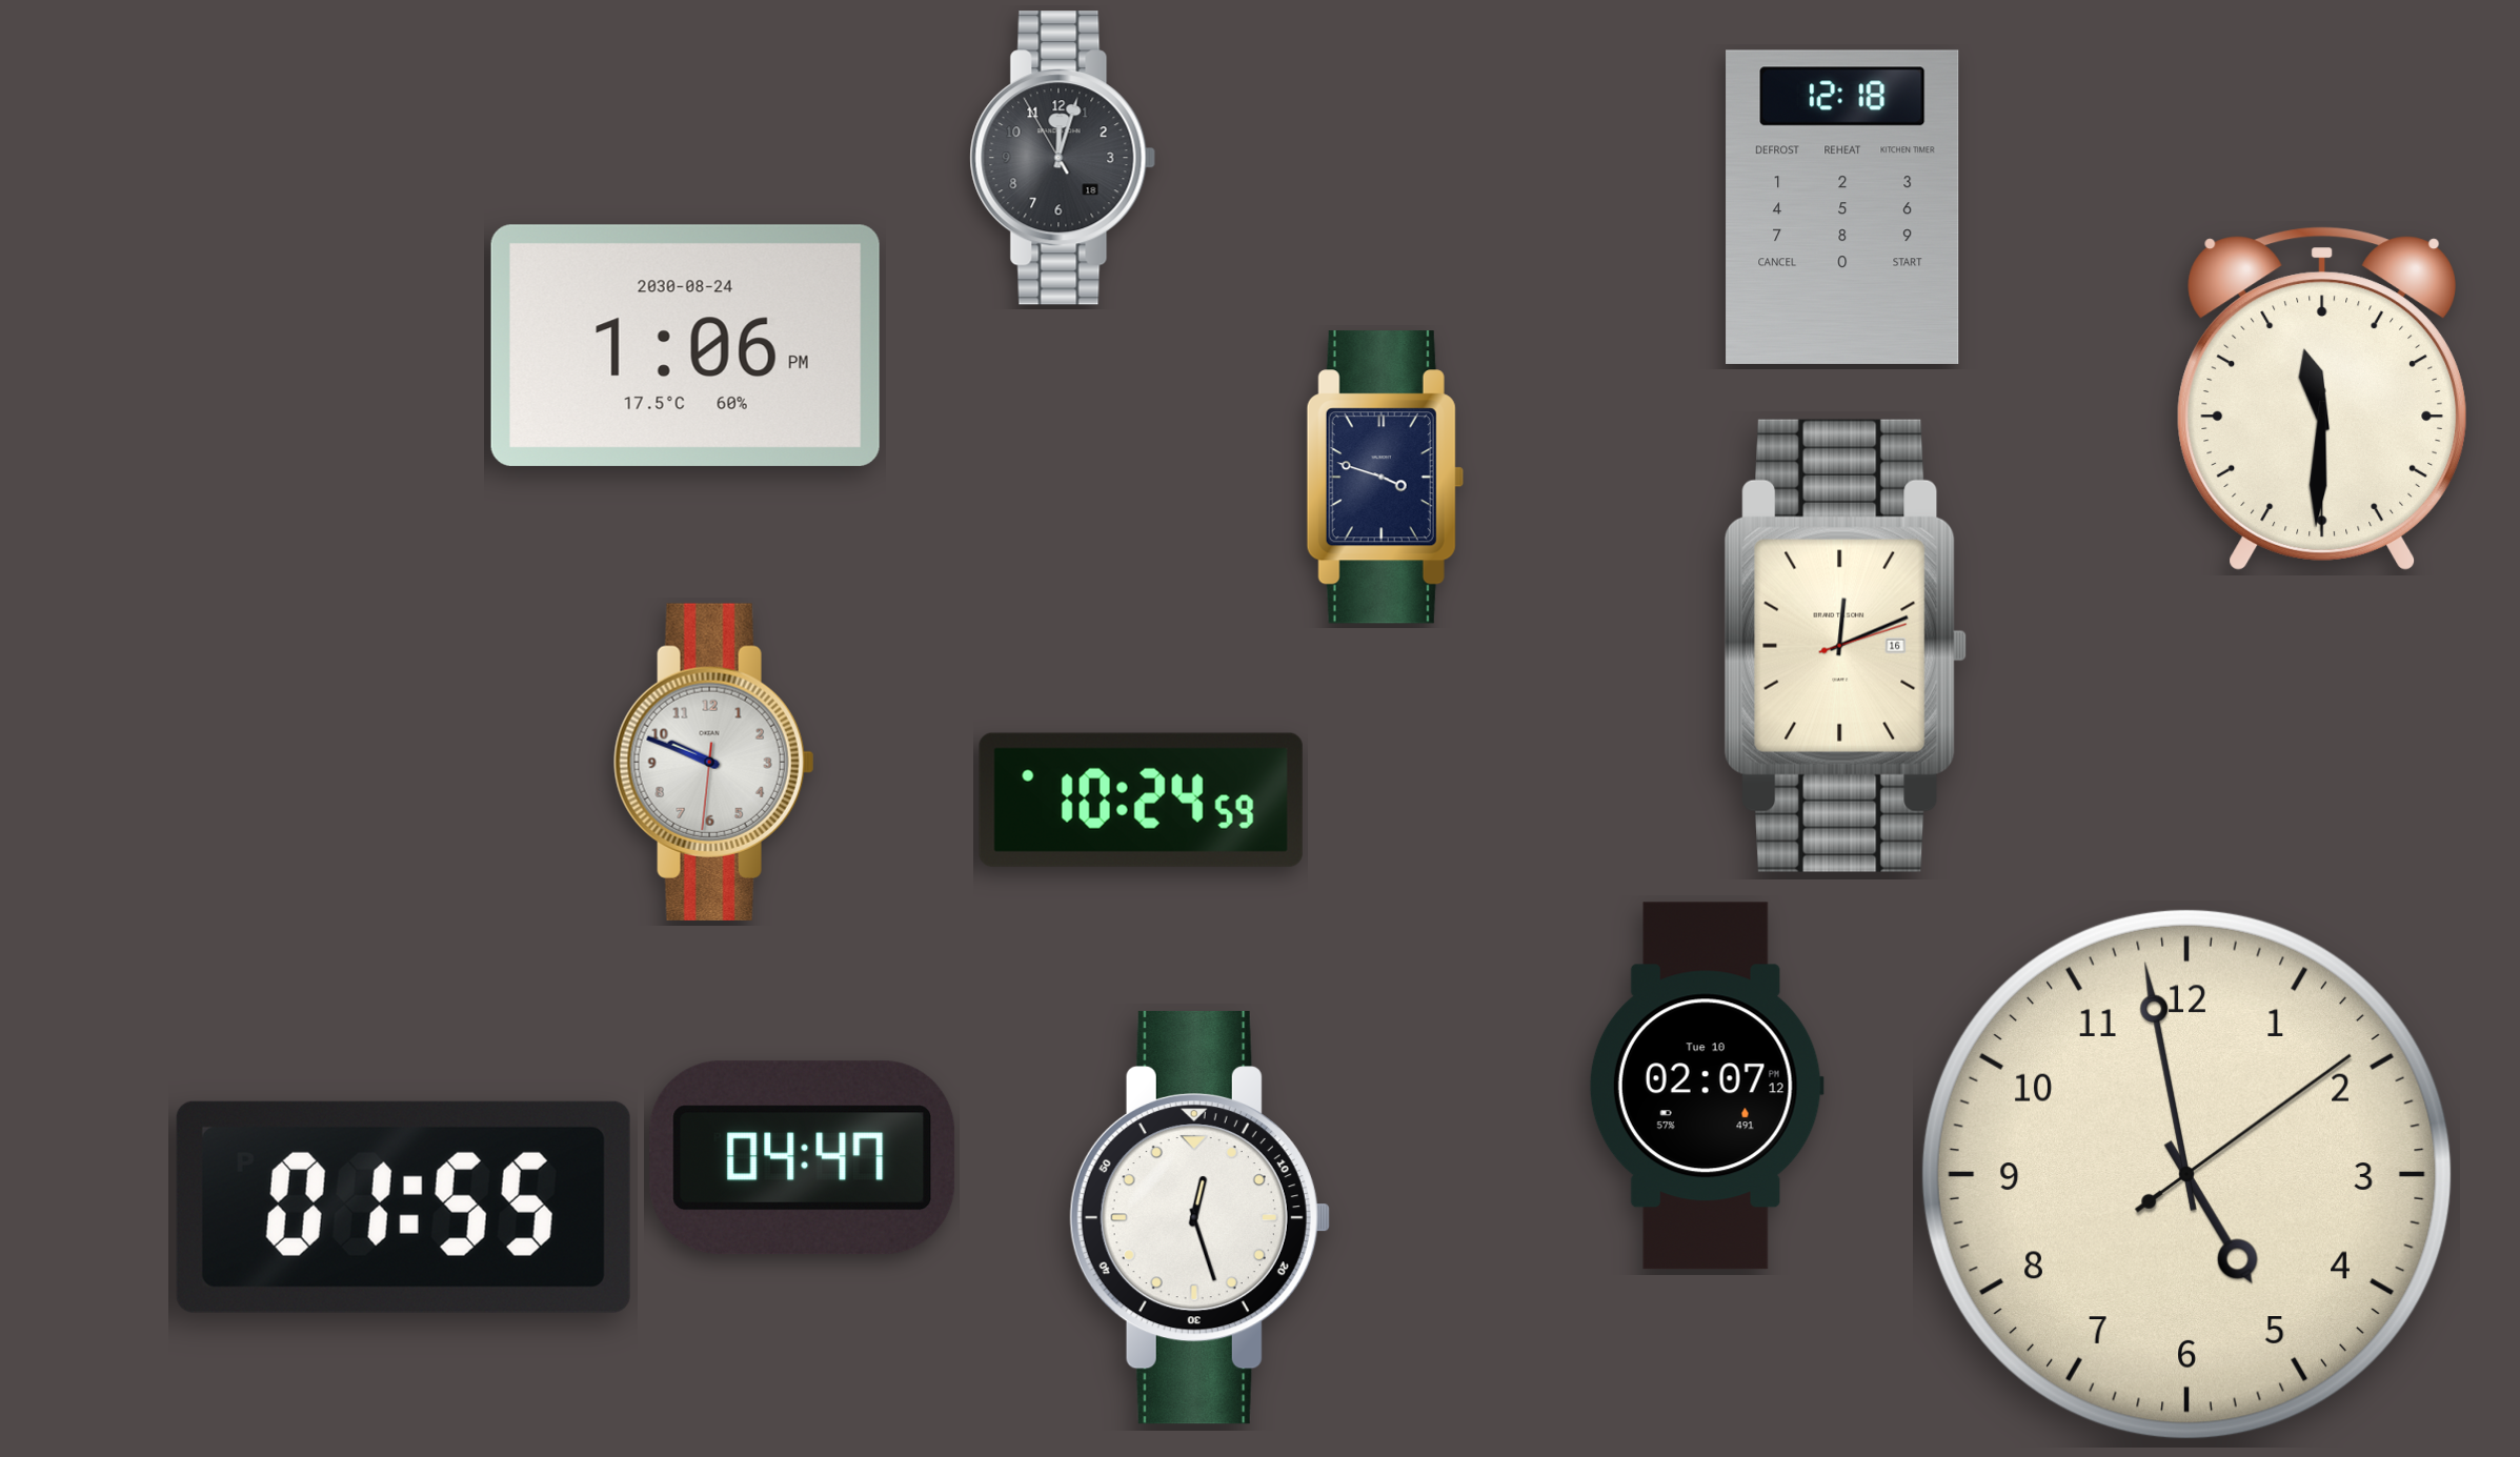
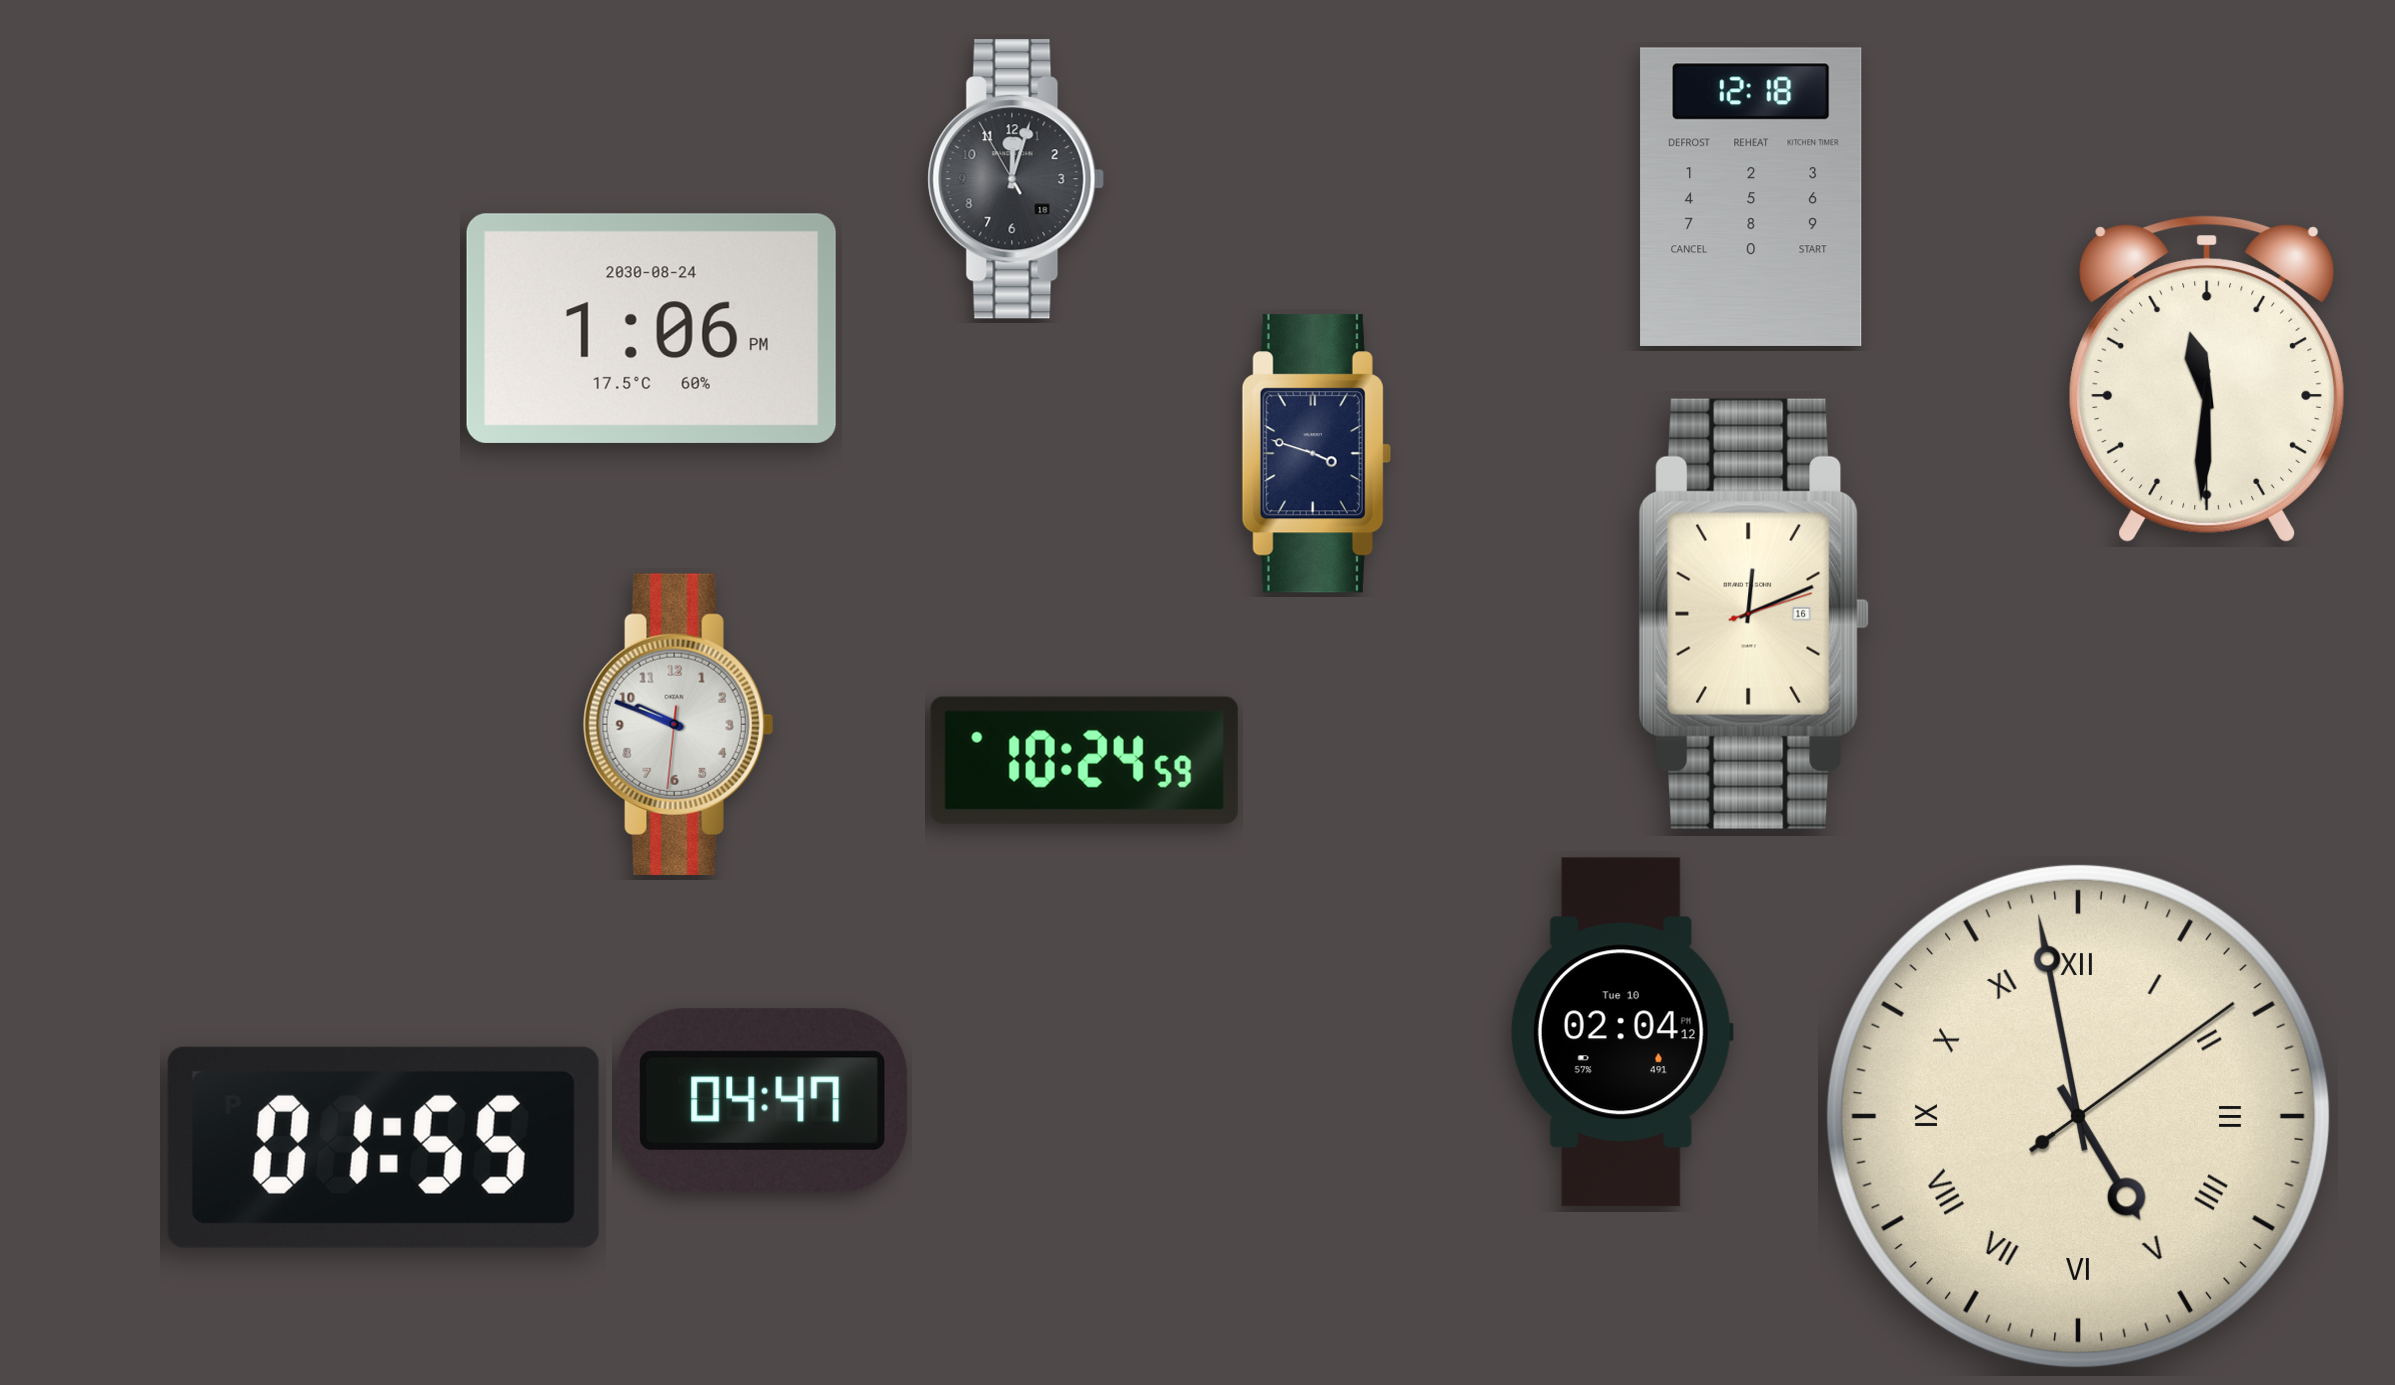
clock at (1063, 158) position: (1063, 158) -> (1016, 179)
clock at (1707, 1086): 02:07 -> 02:04
clock at (2186, 1174) numerals: Arabic -> Roman
clock at (1199, 1217): 12:27 -> none
